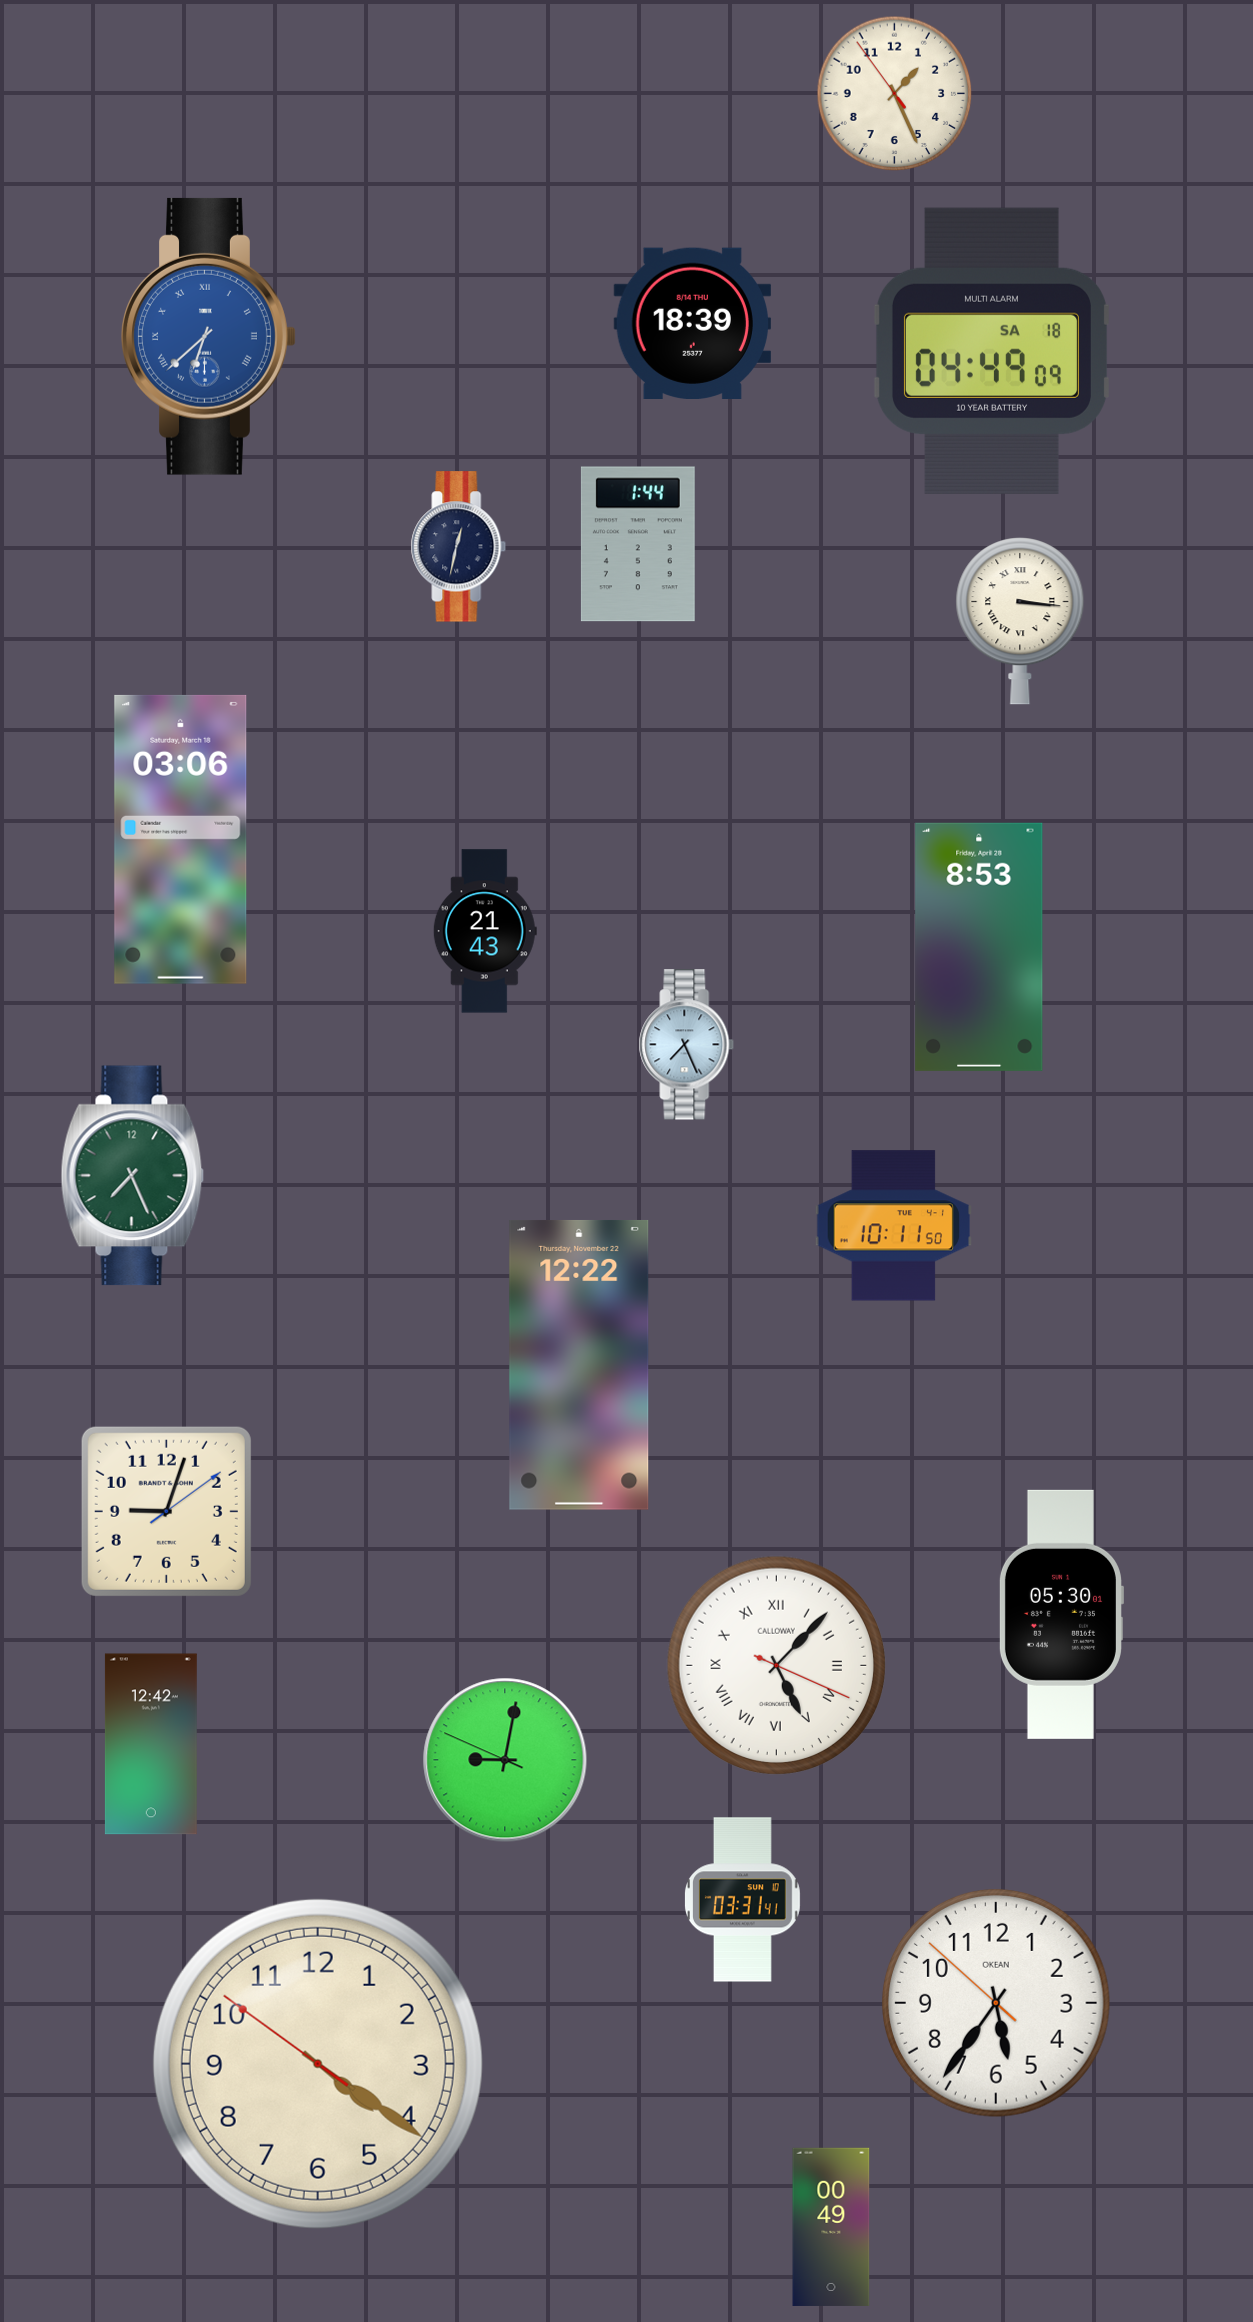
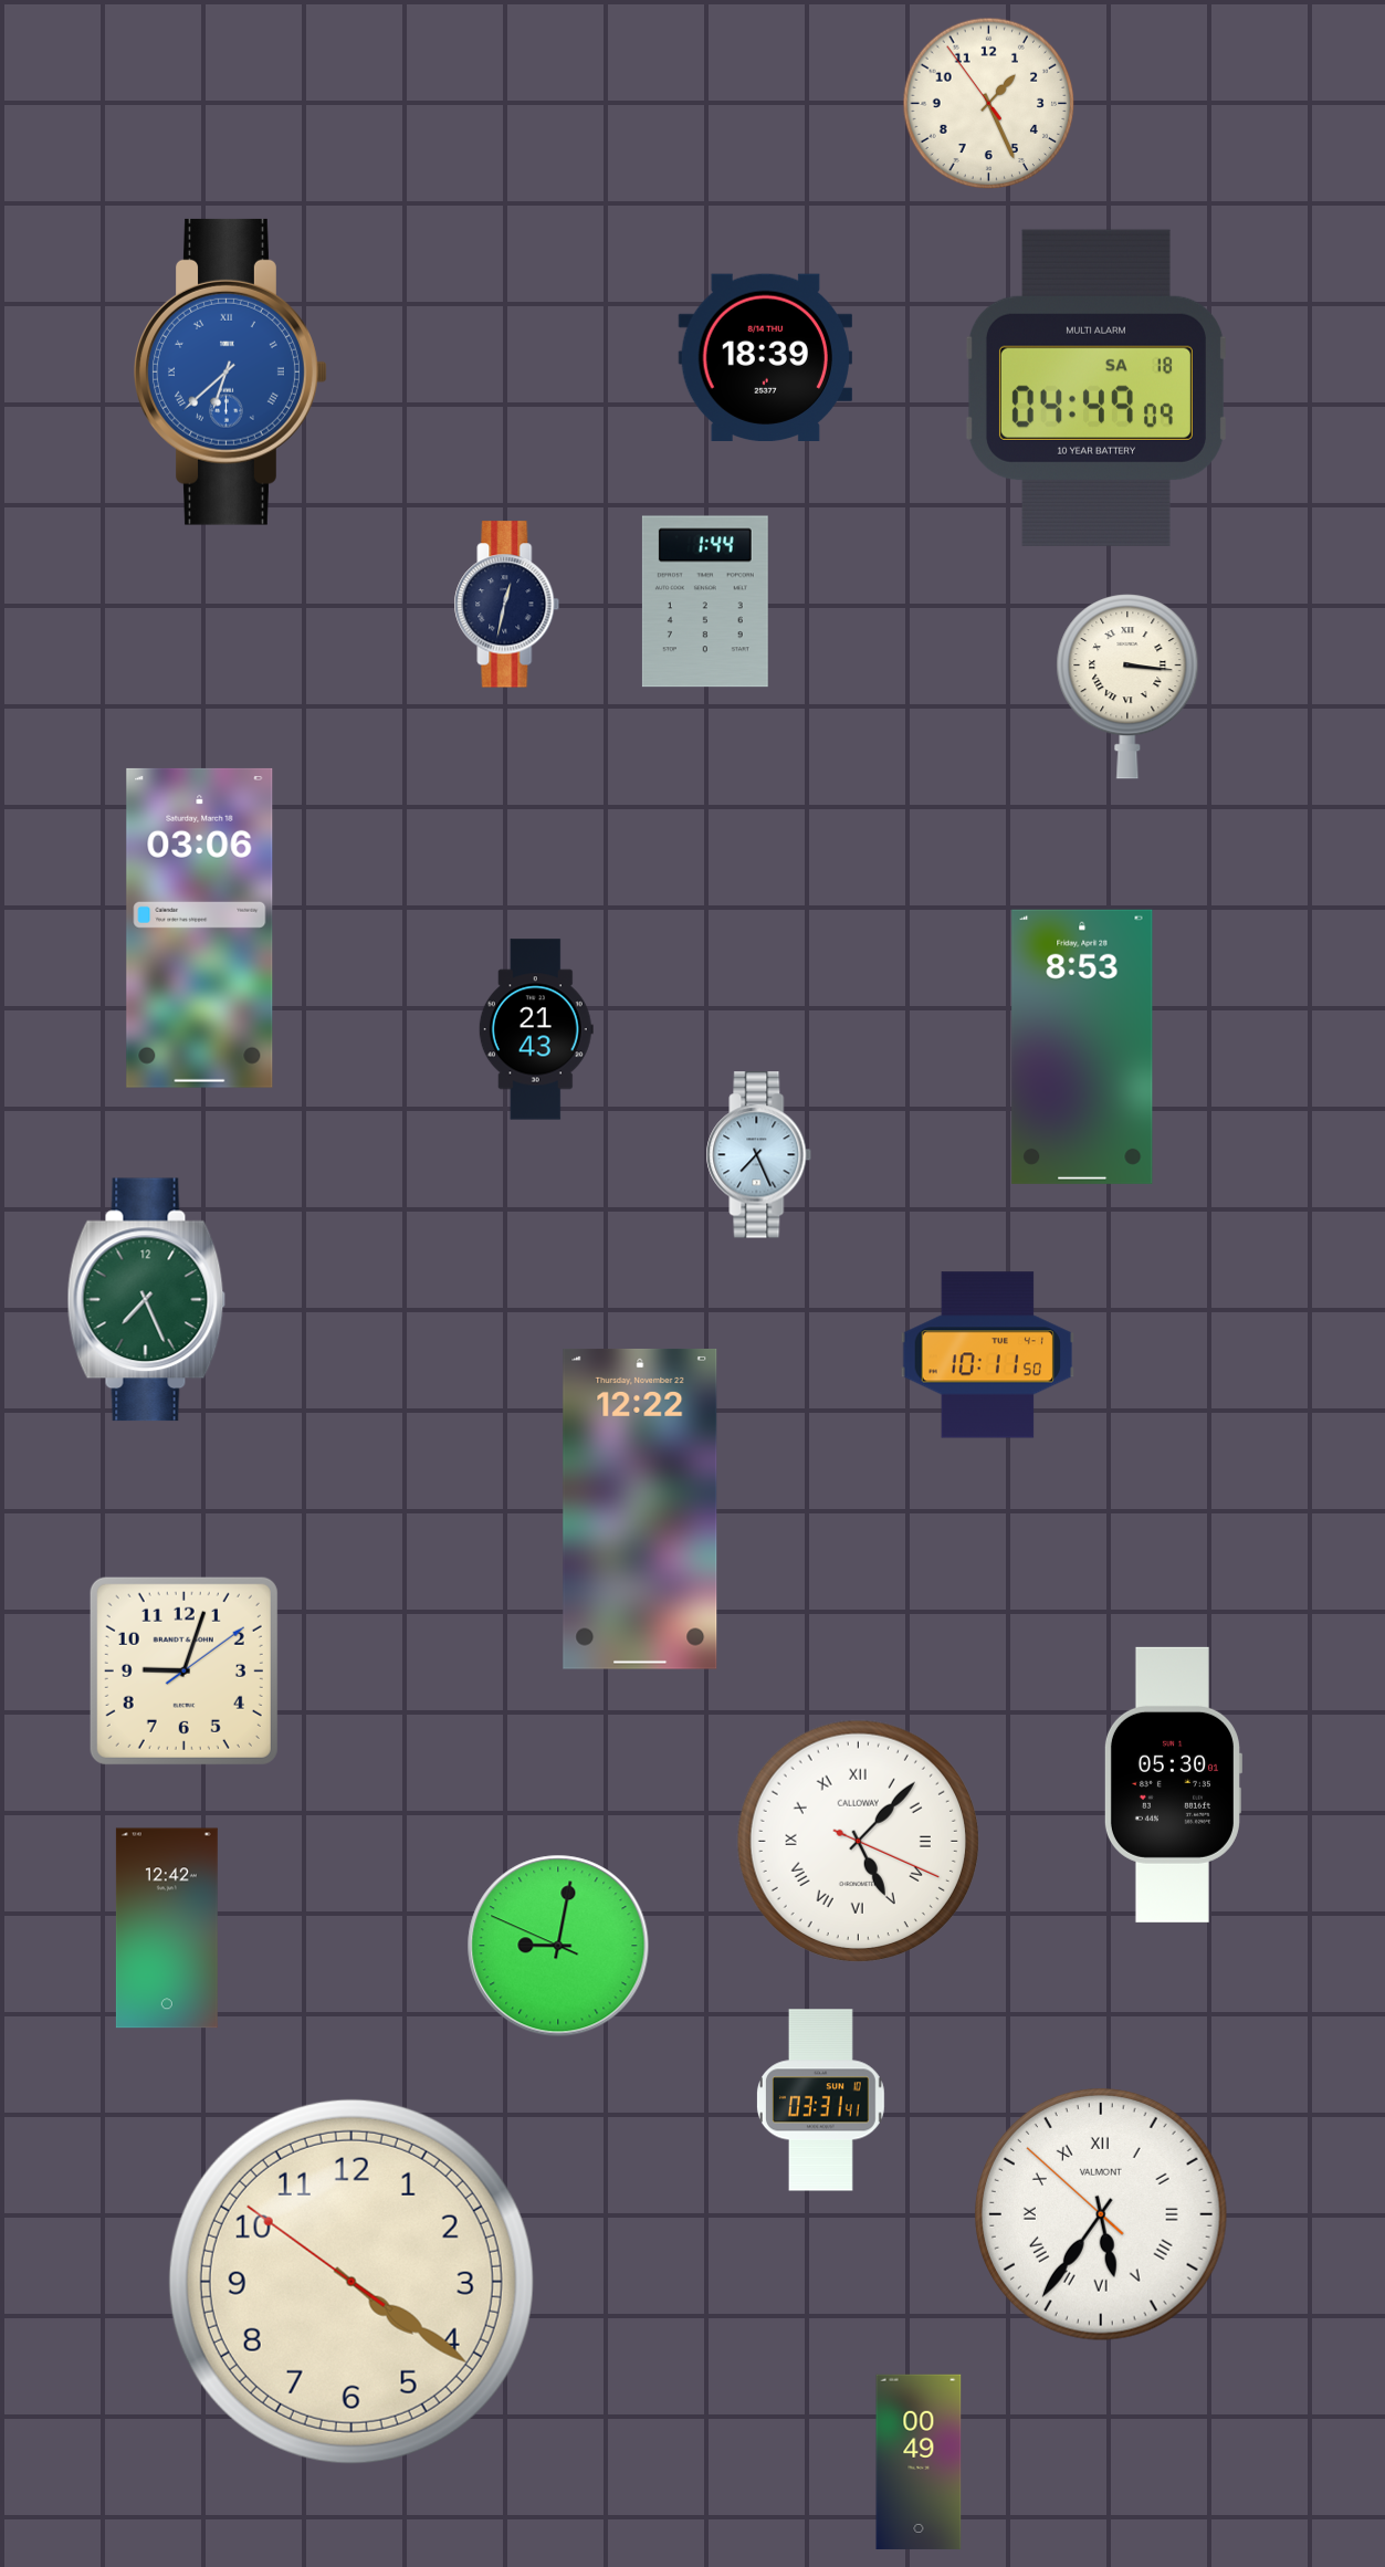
clock at (997, 2004) numerals: Arabic -> Roman
clock at (997, 2004) brand: OKEAN -> VALMONT
